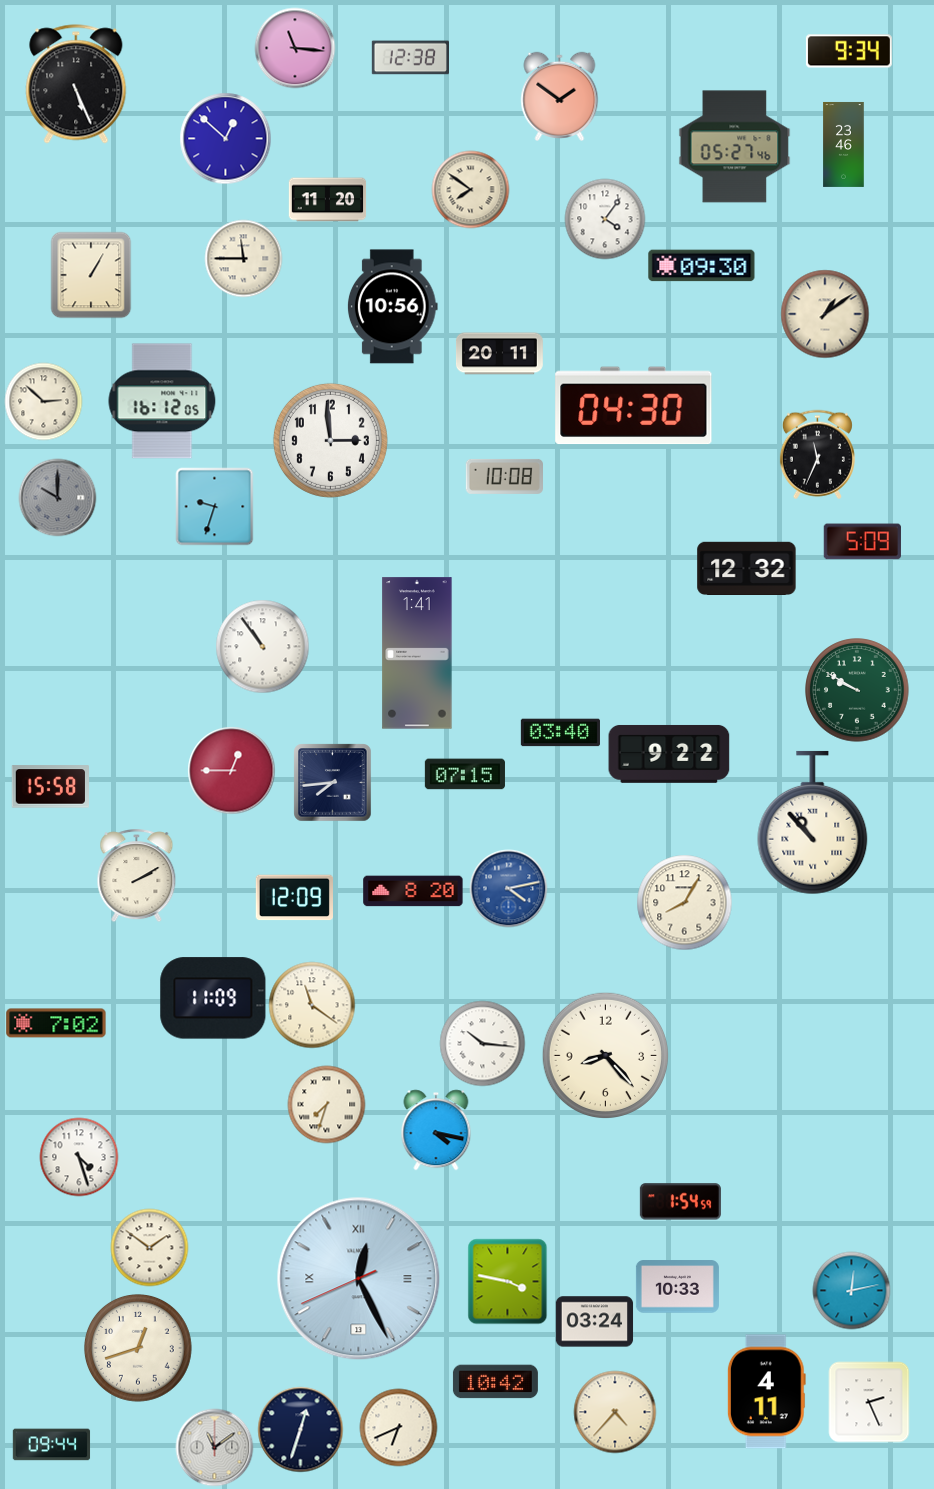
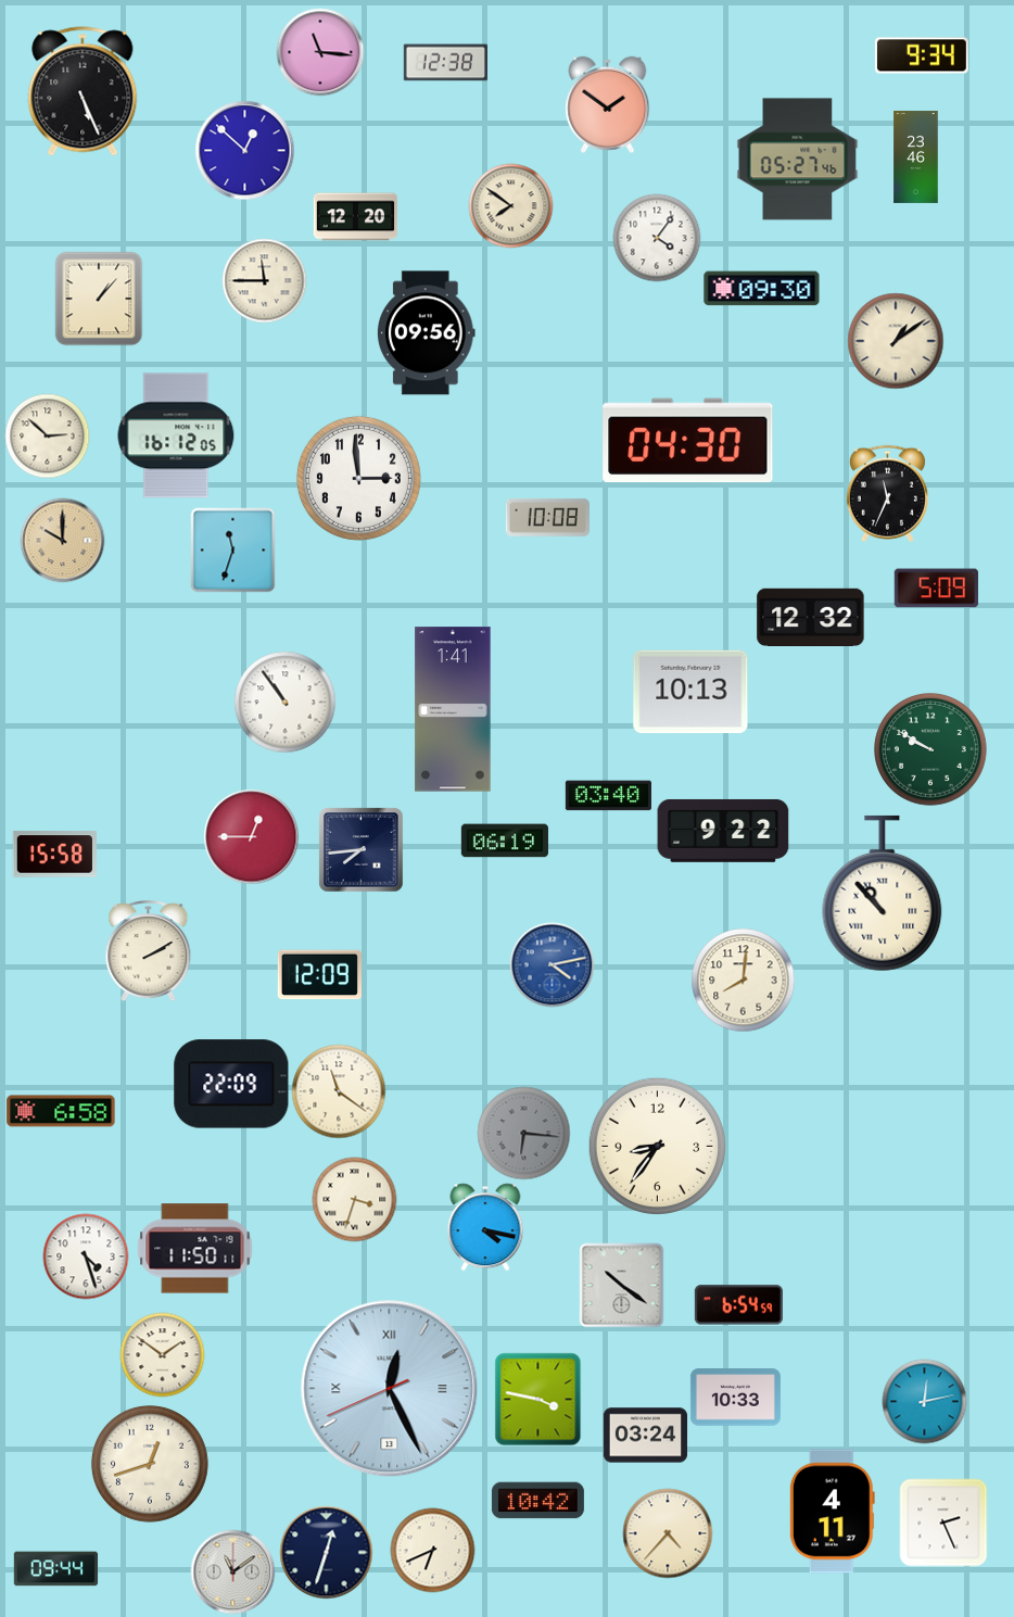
clock at (327, 200): 11:20 -> 12:20
clock at (91, 275): 1:05 -> 1:07
clock at (392, 307): 10:56 -> 09:56
clock at (499, 354): 20:11 -> none
clock at (57, 497) dial: grey -> champagne
clock at (214, 506): 9:33 -> 11:33
clock at (690, 692): none -> 10:13
clock at (669, 754) position: (669, 754) -> (723, 831)
clock at (465, 774): 07:15 -> 06:19
clock at (413, 891): 8:20 -> none
clock at (684, 902): 8:05 -> 8:01
clock at (213, 998): 11:09 -> 22:09
clock at (56, 1023): 7:02 -> 6:58
clock at (482, 1043): 10:16 -> 6:16
clock at (482, 1043) dial: white -> grey
clock at (605, 1055): 8:23 -> 8:36
clock at (326, 1104): 7:33 -> 3:33
clock at (436, 1130) position: (436, 1130) -> (485, 1227)
clock at (195, 1249): none -> 11:50
clock at (621, 1285): none -> 10:21
clock at (680, 1202): 1:54 -> 6:54
clock at (508, 1281) position: (508, 1281) -> (538, 1399)
